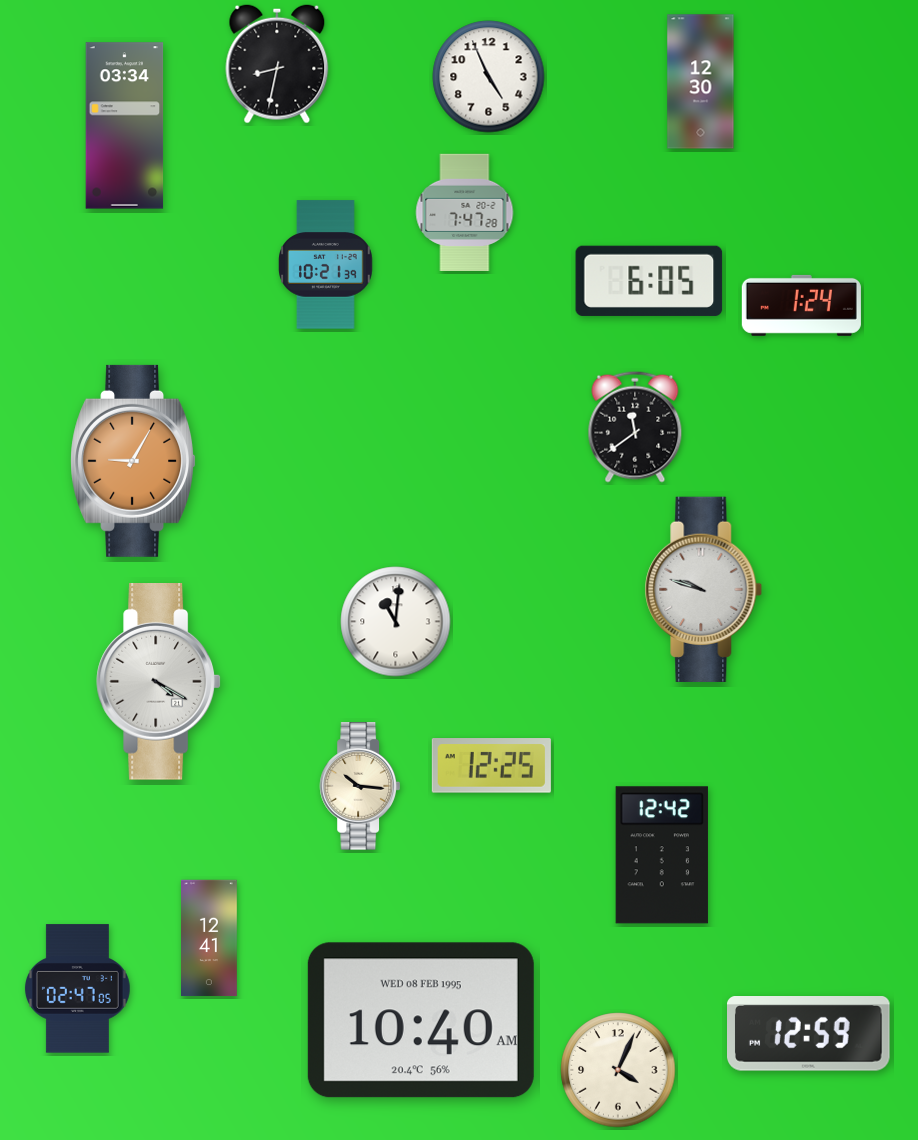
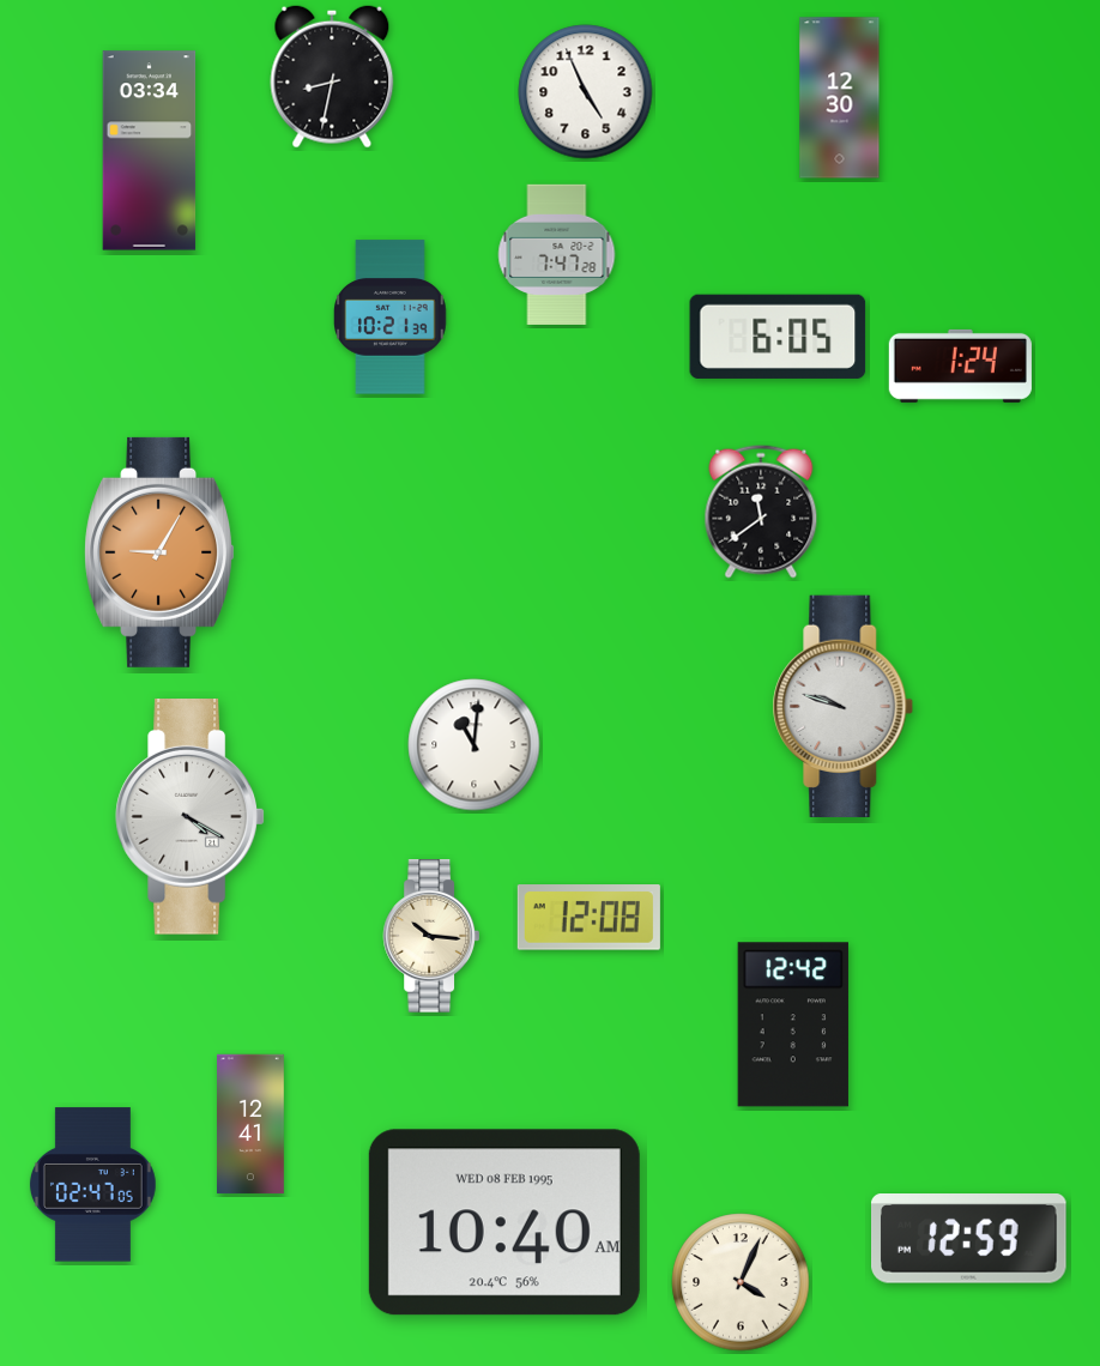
clock at (491, 766): 12:25 -> 12:08
clock at (359, 786) position: (359, 786) -> (430, 936)
